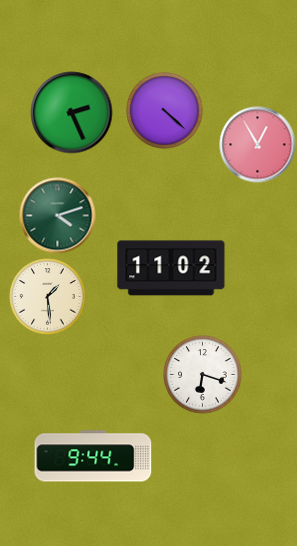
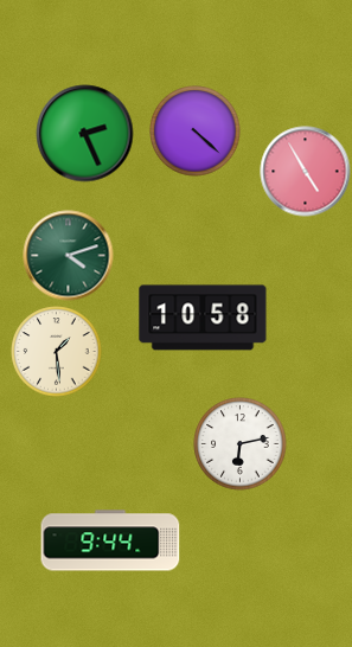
clock at (258, 145): 12:55 -> 4:55
clock at (171, 268): 11:02 -> 10:58
clock at (203, 375): 6:18 -> 6:13
